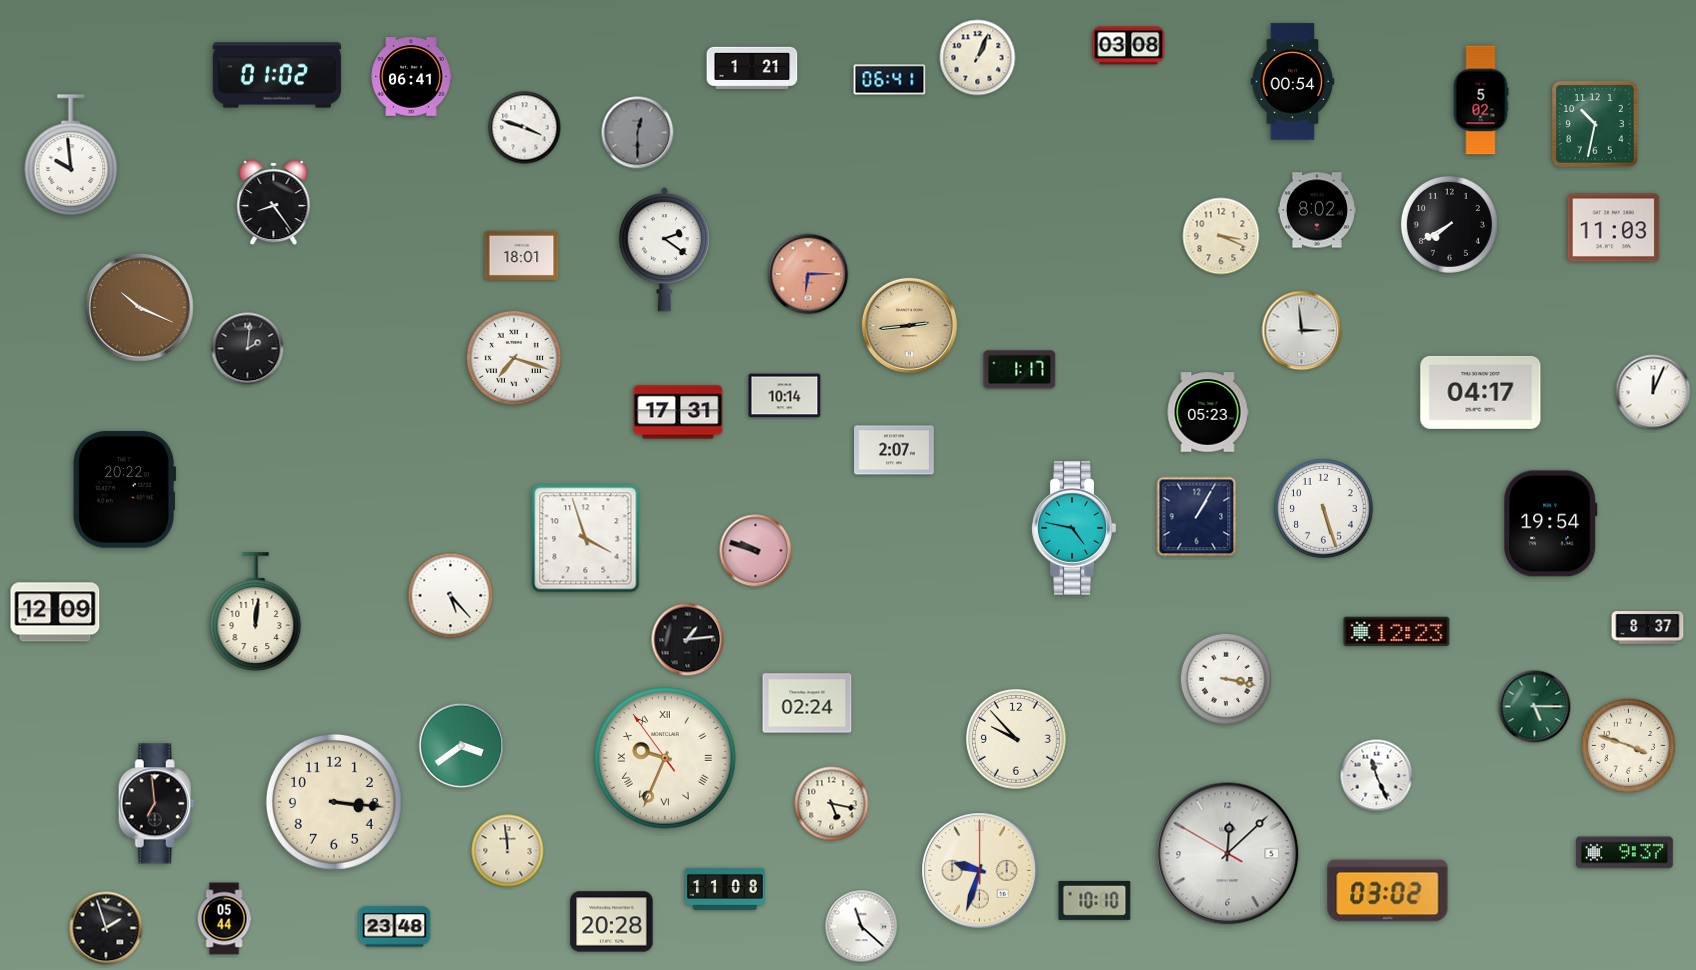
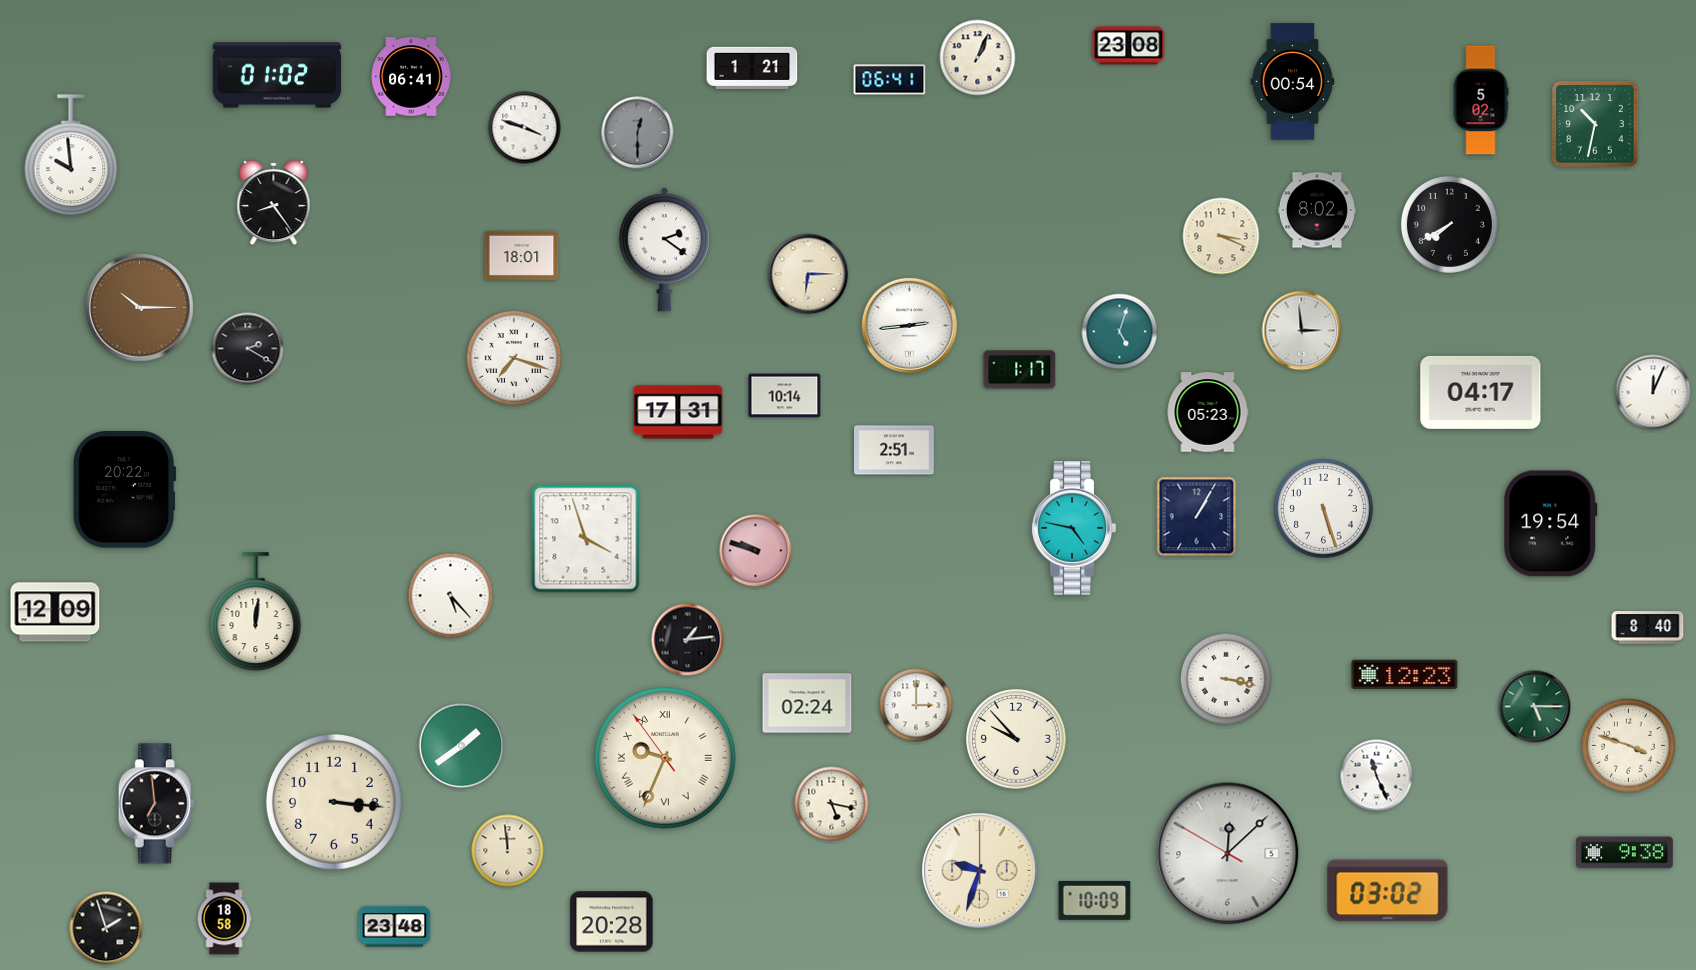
clock at (1129, 46): 03:08 -> 23:08
clock at (1614, 228): 11:03 -> none
clock at (808, 274) dial: salmon -> cream
clock at (140, 308): 10:19 -> 10:15
clock at (909, 325) dial: champagne -> white
clock at (1120, 332): none -> 5:03
clock at (248, 349): 2:01 -> 2:20
clock at (895, 450): 2:07 -> 2:51
clock at (1648, 628): 8:37 -> 8:40
clock at (1397, 632) position: (1397, 632) -> (1405, 675)
clock at (916, 705): none -> 3:00
clock at (462, 746): 3:39 -> 1:39
clock at (1624, 853): 9:37 -> 9:38
clock at (726, 889): 11:08 -> none
clock at (1095, 900): 10:10 -> 10:09
clock at (224, 919): 05:44 -> 18:58
clock at (862, 927): 11:22 -> none
